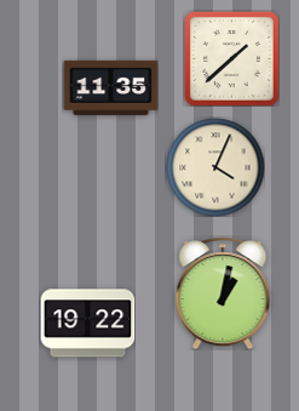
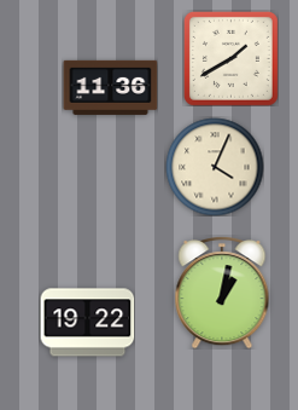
clock at (231, 58): 1:38 -> 1:40
clock at (110, 87): 11:35 -> 11:36
